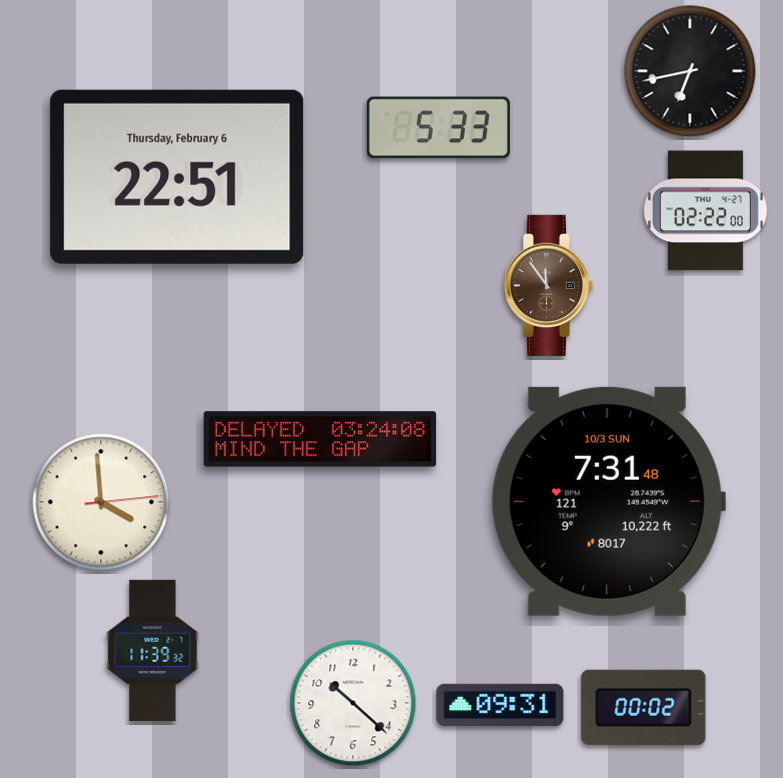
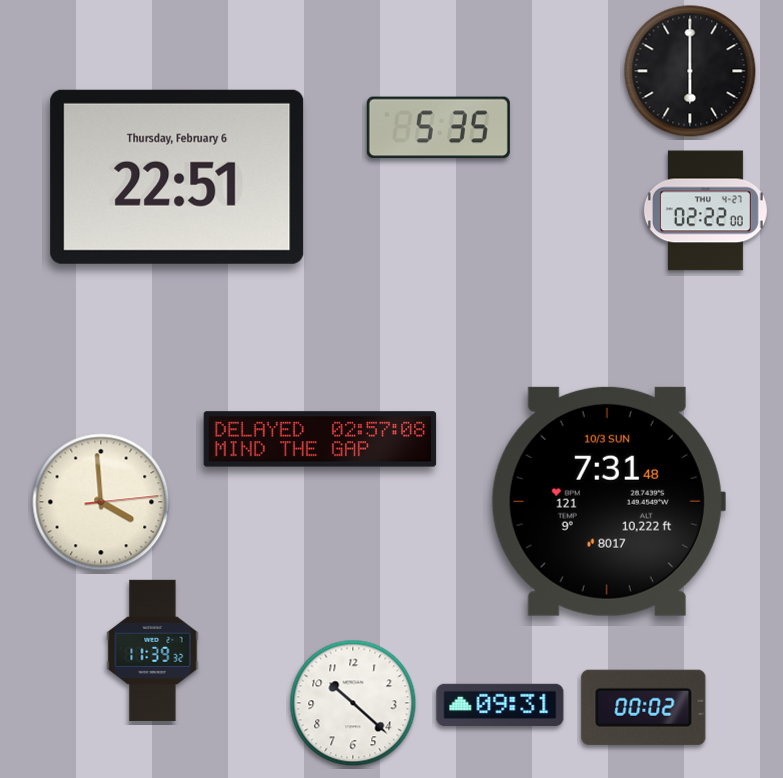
clock at (690, 71): 6:43 -> 6:00
clock at (438, 128): 5:33 -> 5:35
clock at (548, 285): 11:54 -> none
clock at (320, 439): 03:24 -> 02:57
